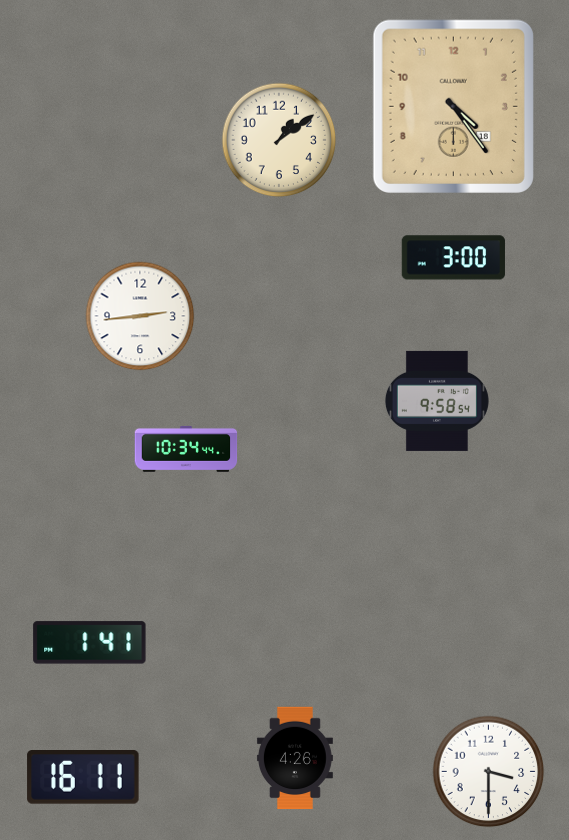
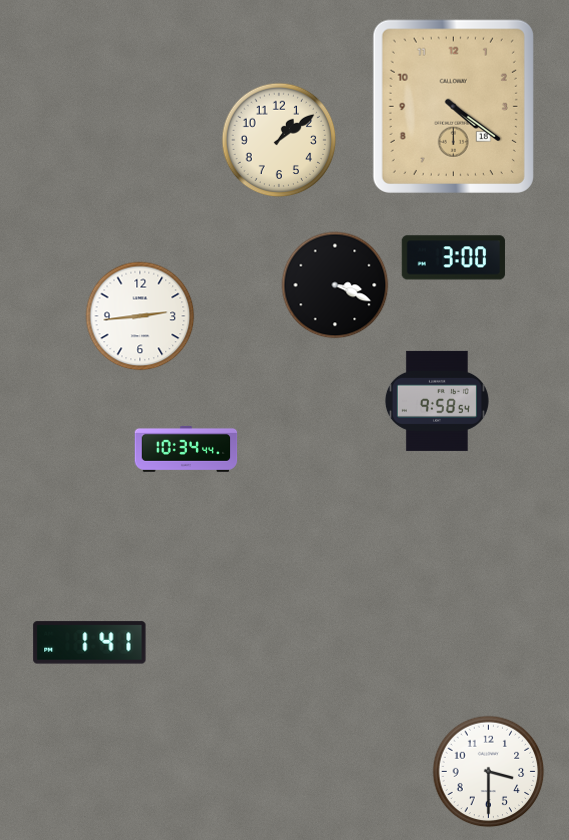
clock at (453, 106): 4:24 -> 4:21
clock at (335, 285): none -> 3:19
clock at (295, 758): 4:26 -> none
clock at (83, 778): 16:11 -> none
